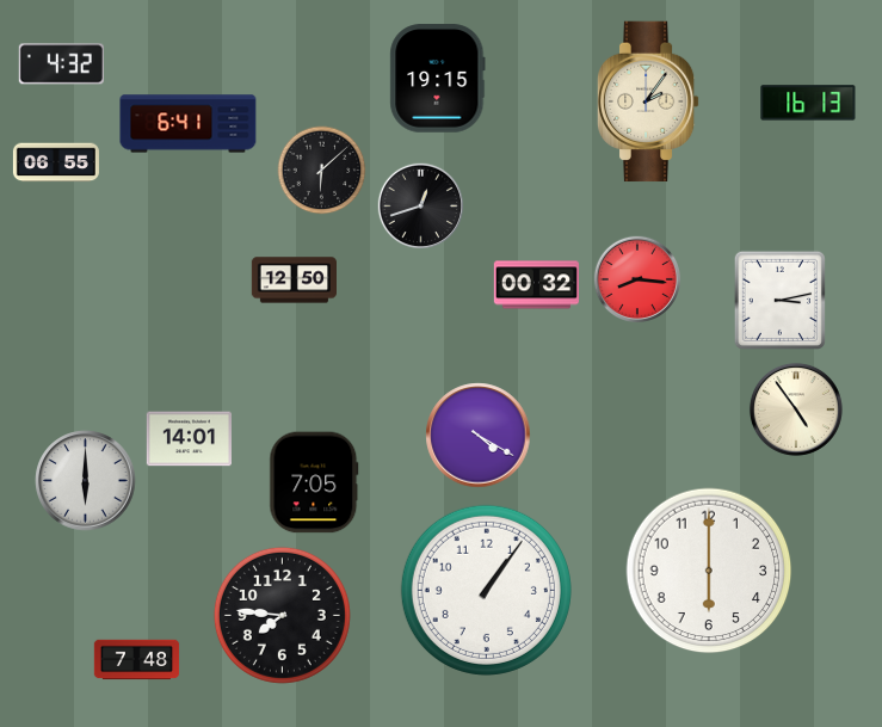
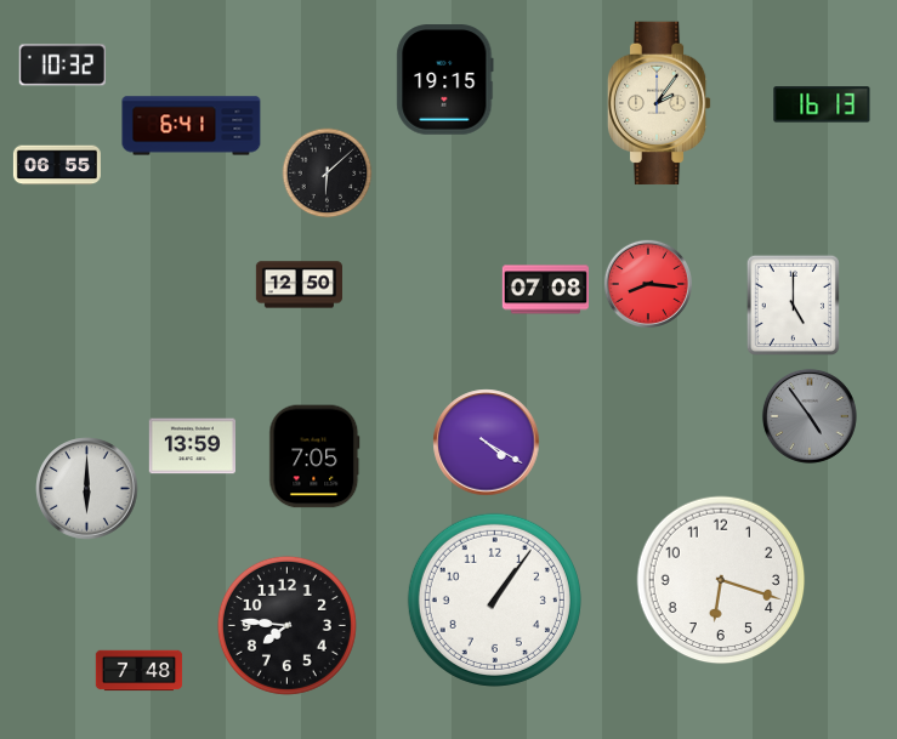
clock at (61, 64): 4:32 -> 10:32
clock at (421, 207): 12:42 -> none
clock at (536, 285): 00:32 -> 07:08
clock at (779, 300): 3:13 -> 5:00
clock at (796, 409) dial: cream -> grey
clock at (189, 439): 14:01 -> 13:59
clock at (314, 482) position: (314, 482) -> (314, 456)
clock at (709, 571): 6:00 -> 6:18
